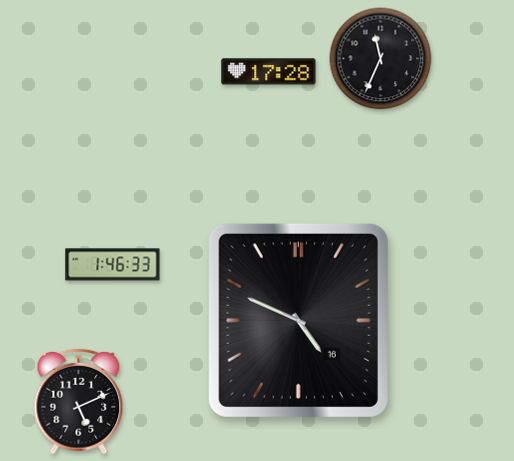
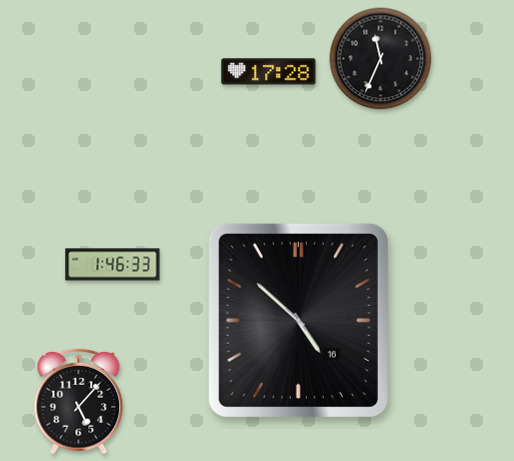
clock at (298, 320): 4:49 -> 4:52
clock at (79, 402): 5:11 -> 5:07
